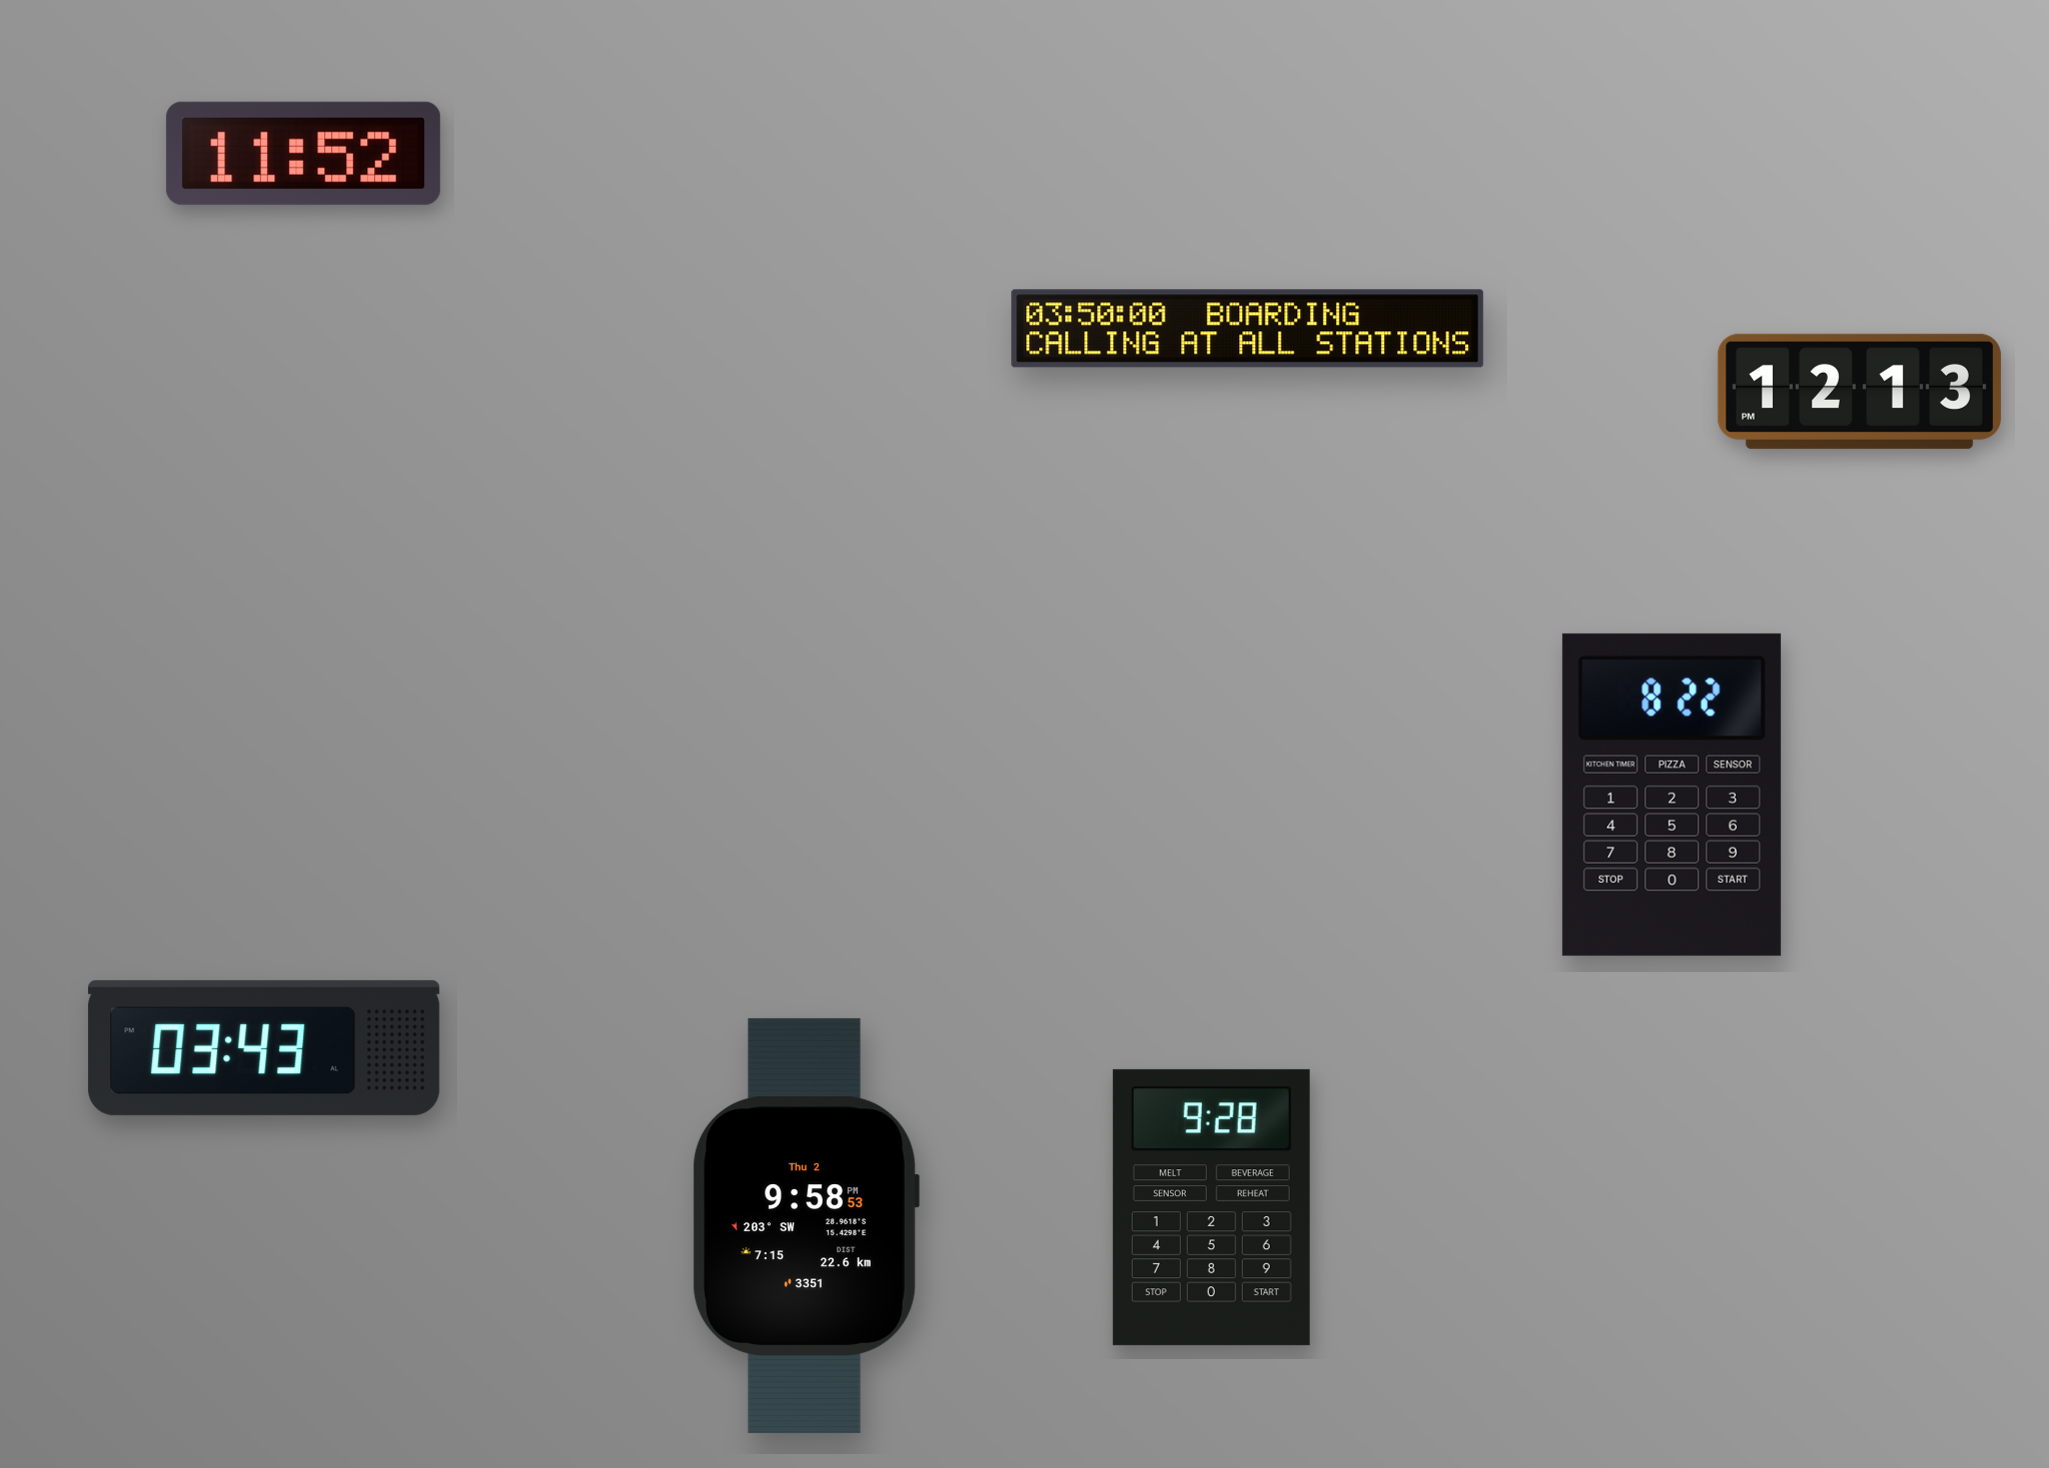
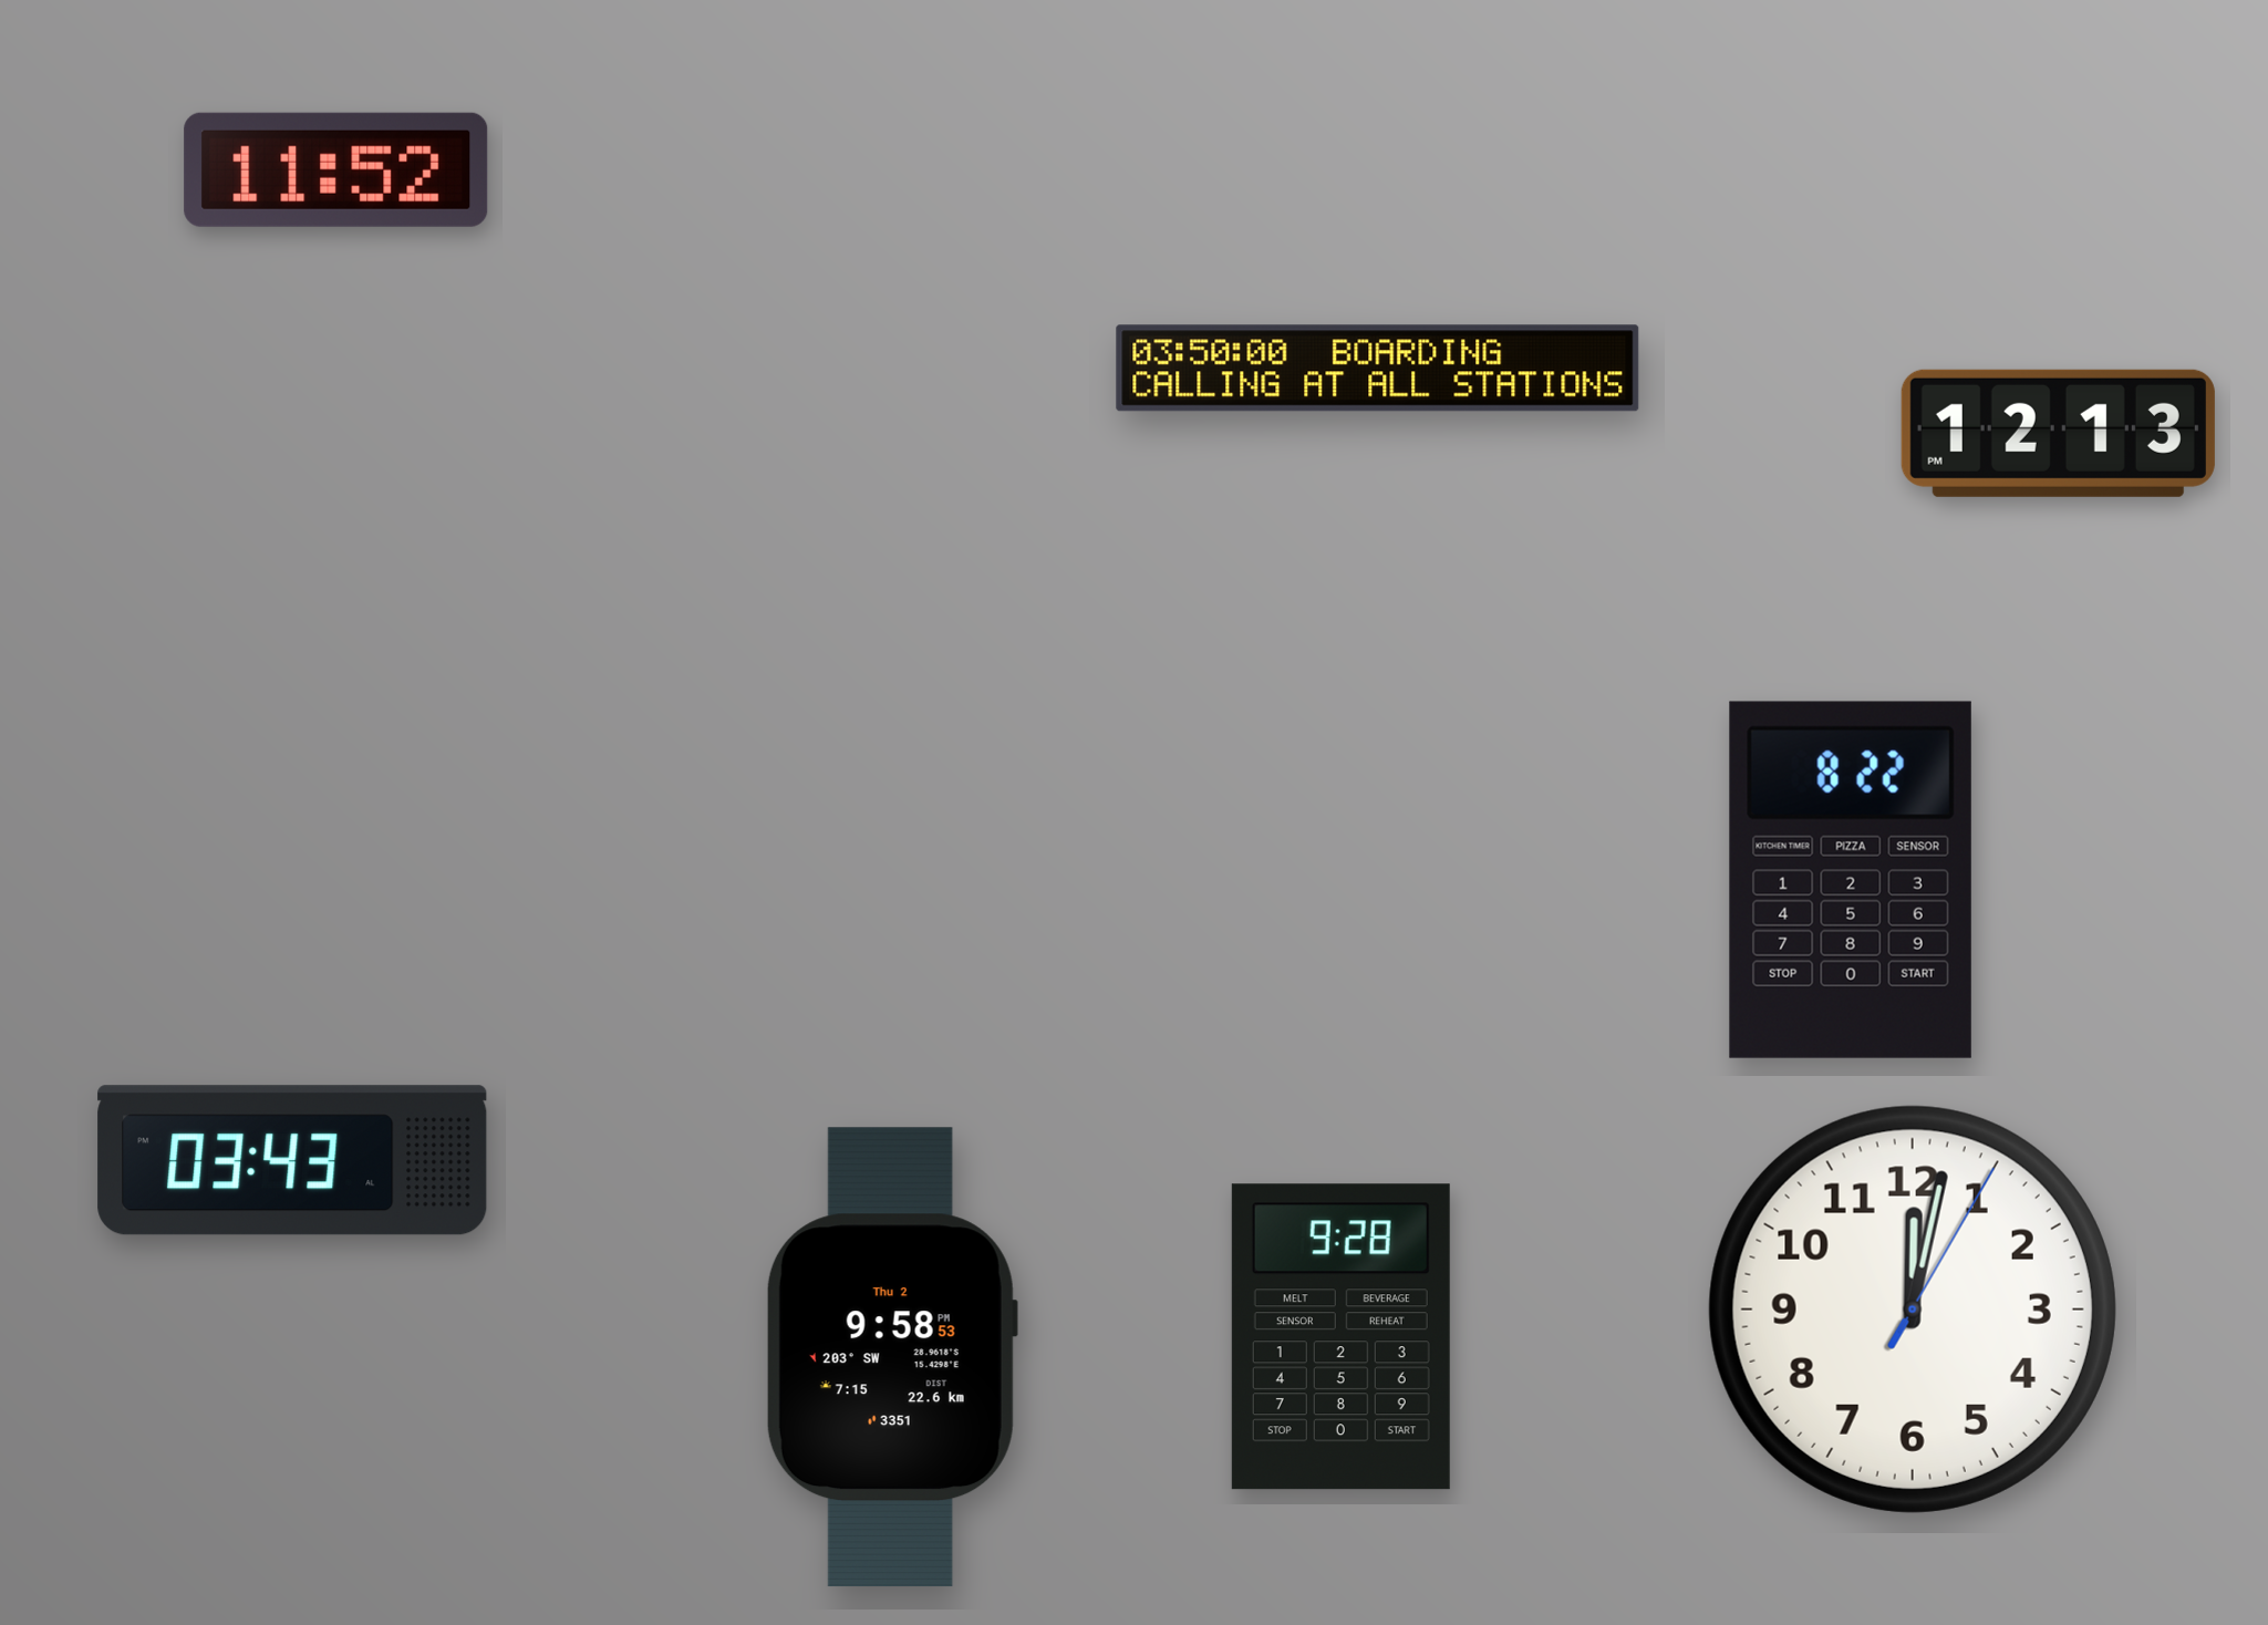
clock at (1248, 329) position: (1248, 329) -> (1378, 369)
clock at (1913, 1310): none -> 12:02
